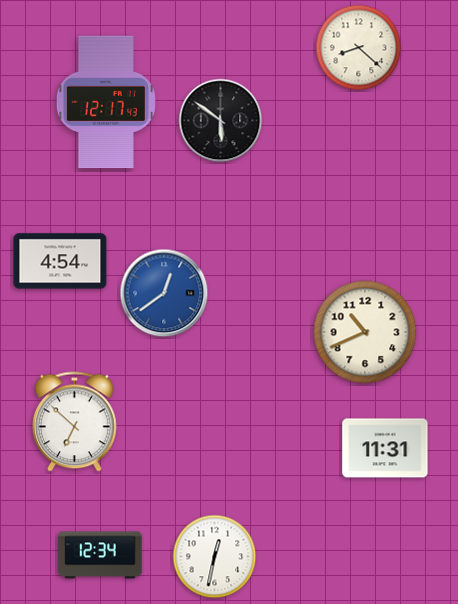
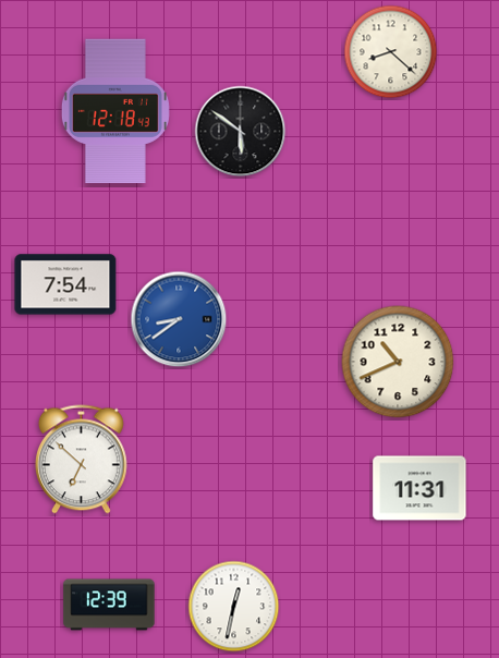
clock at (106, 102): 12:17 -> 12:18
clock at (60, 261): 4:54 -> 7:54
clock at (164, 293): 12:39 -> 8:39
clock at (100, 555): 12:34 -> 12:39
